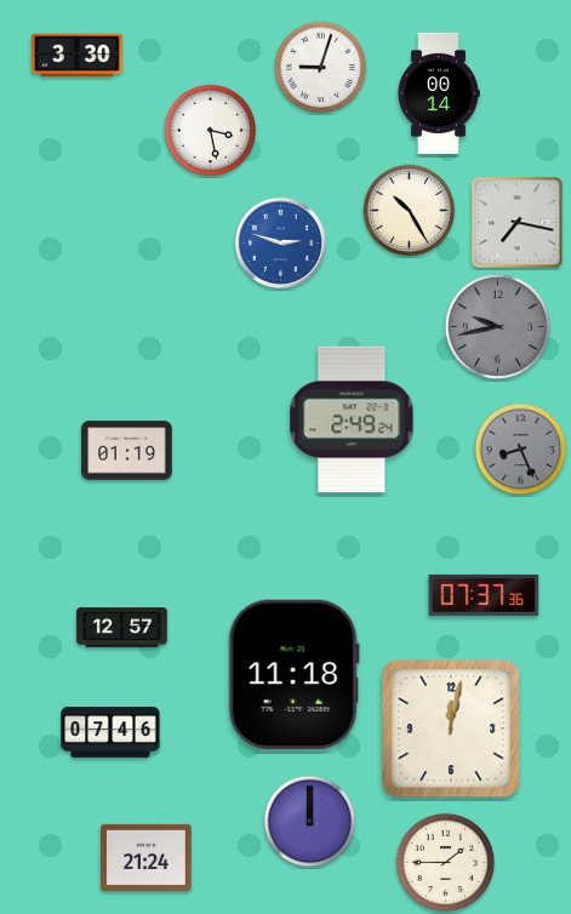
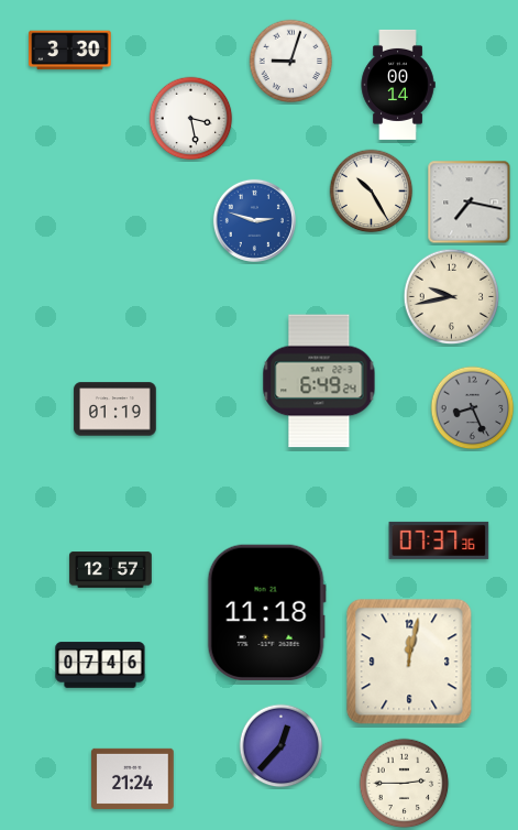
clock at (498, 327) dial: grey -> cream
clock at (352, 419): 2:49 -> 6:49
clock at (310, 822): 12:00 -> 12:37
clock at (446, 863): 1:45 -> 2:45
